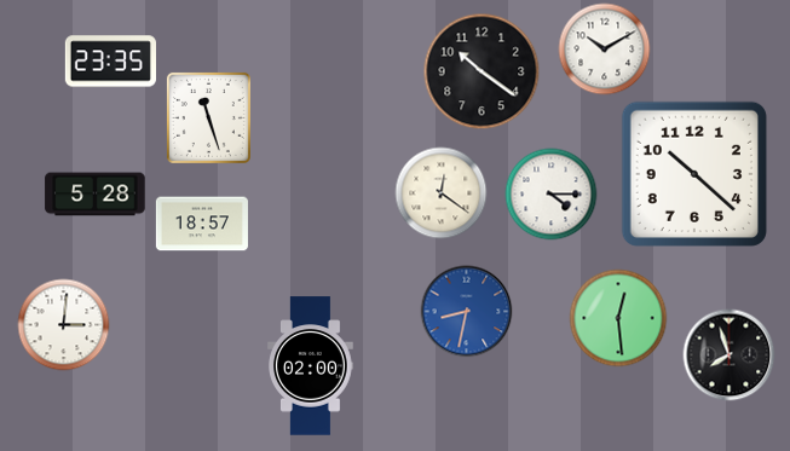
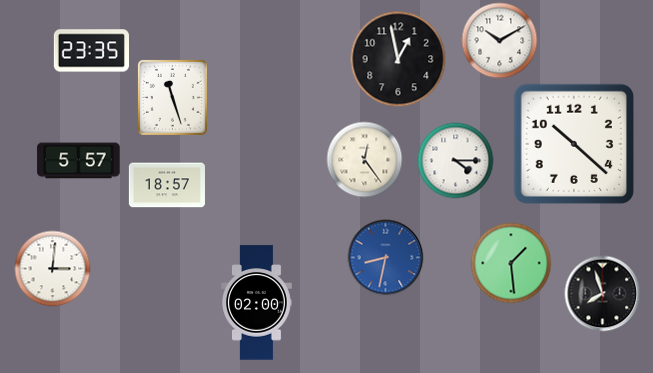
clock at (482, 71): 10:21 -> 12:58
clock at (442, 193): 12:21 -> 12:24
clock at (96, 195): 5:28 -> 5:57
clock at (618, 318): 12:29 -> 1:29
